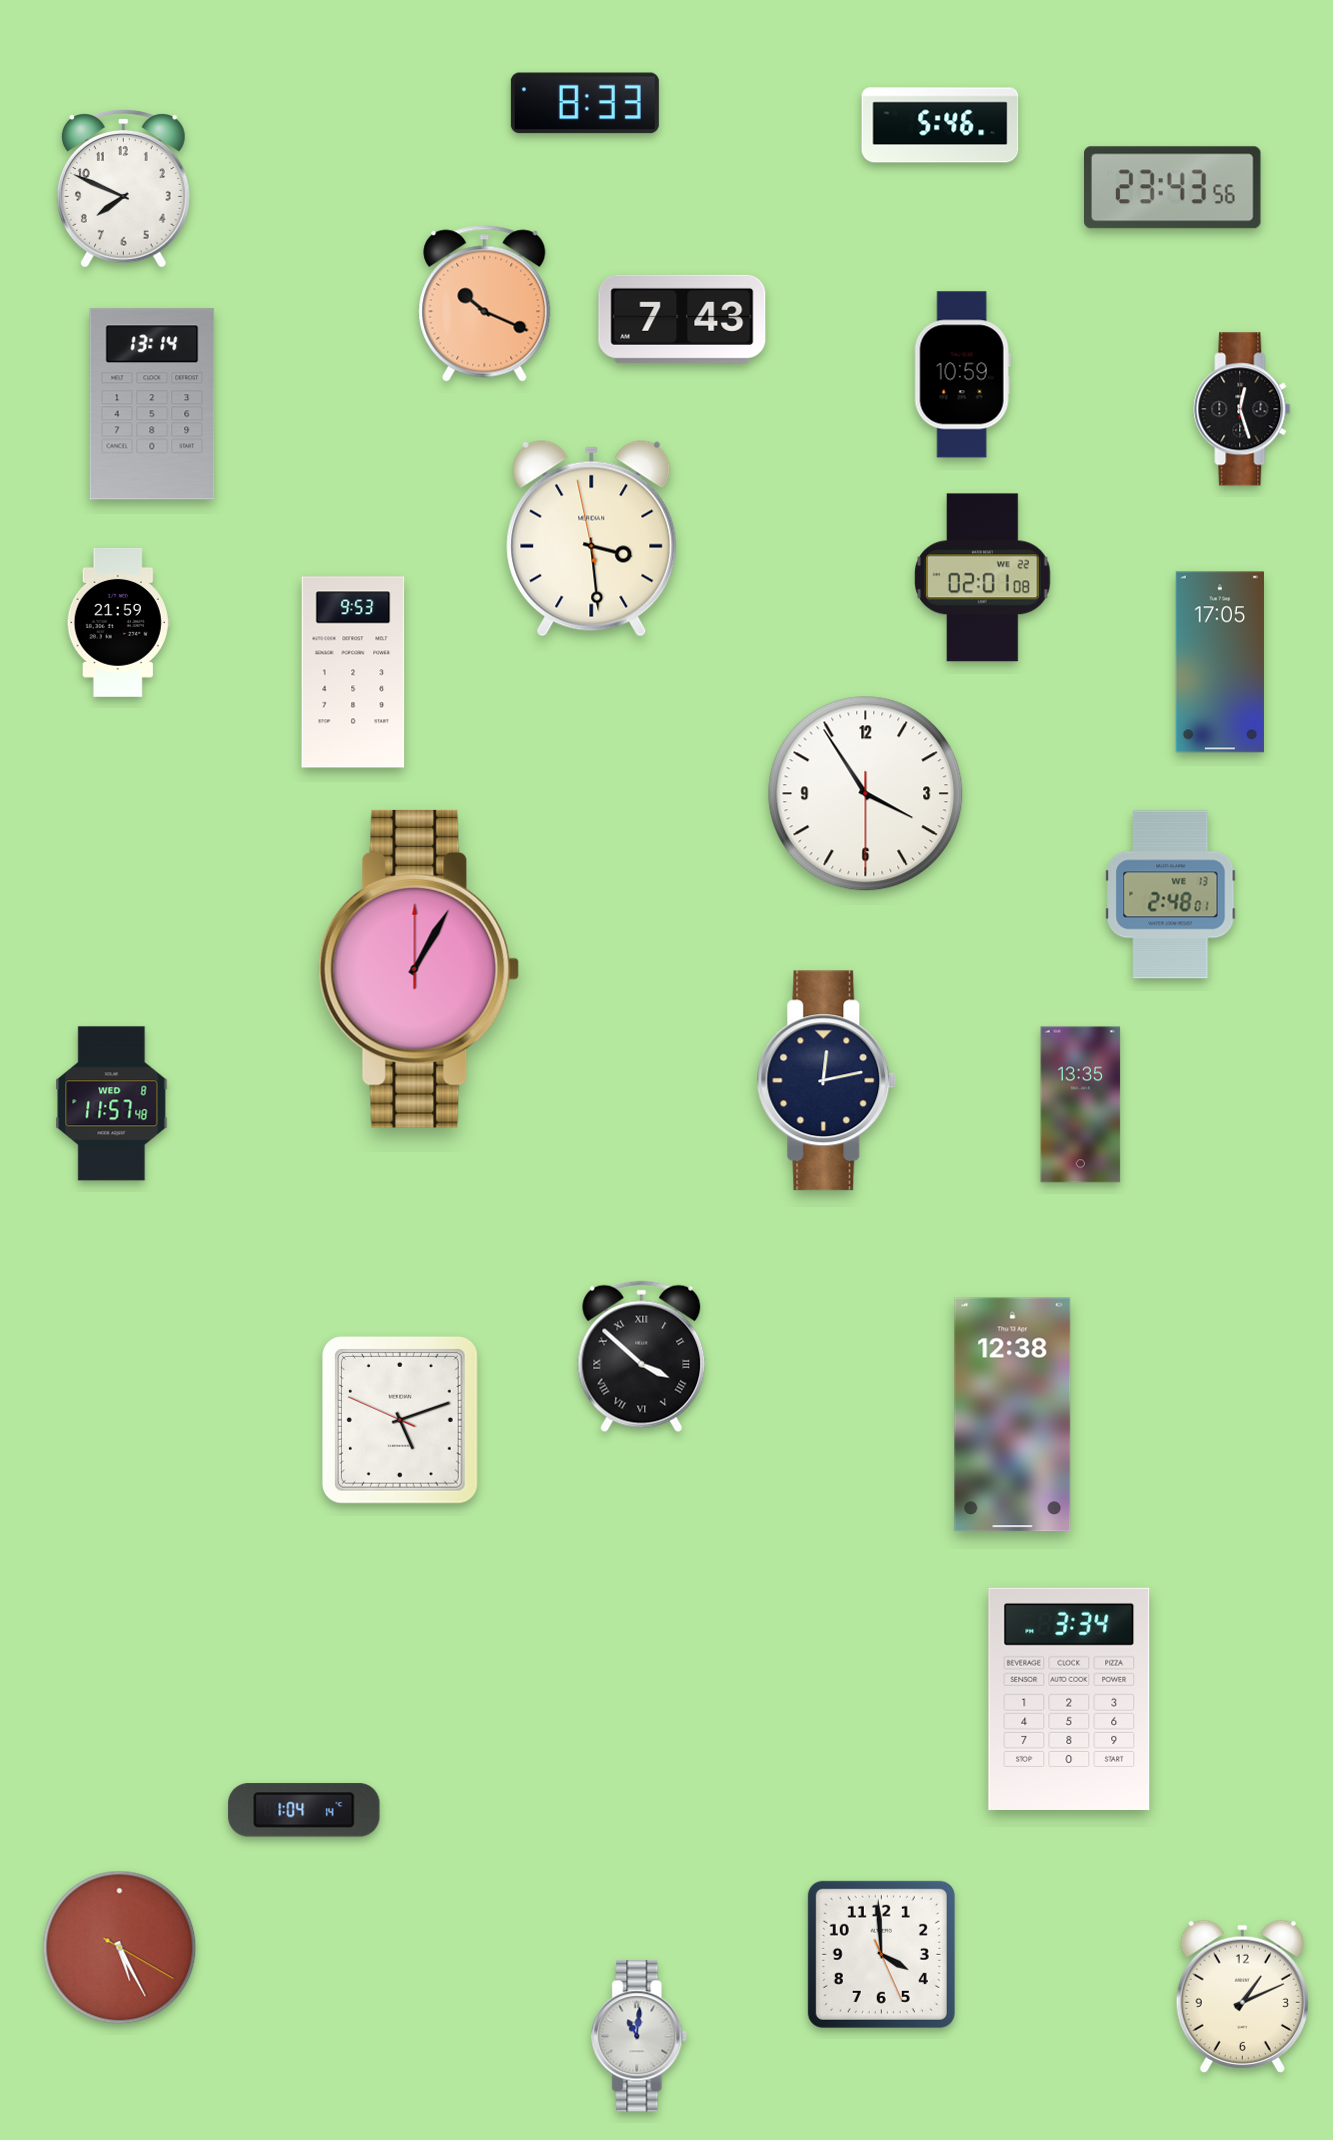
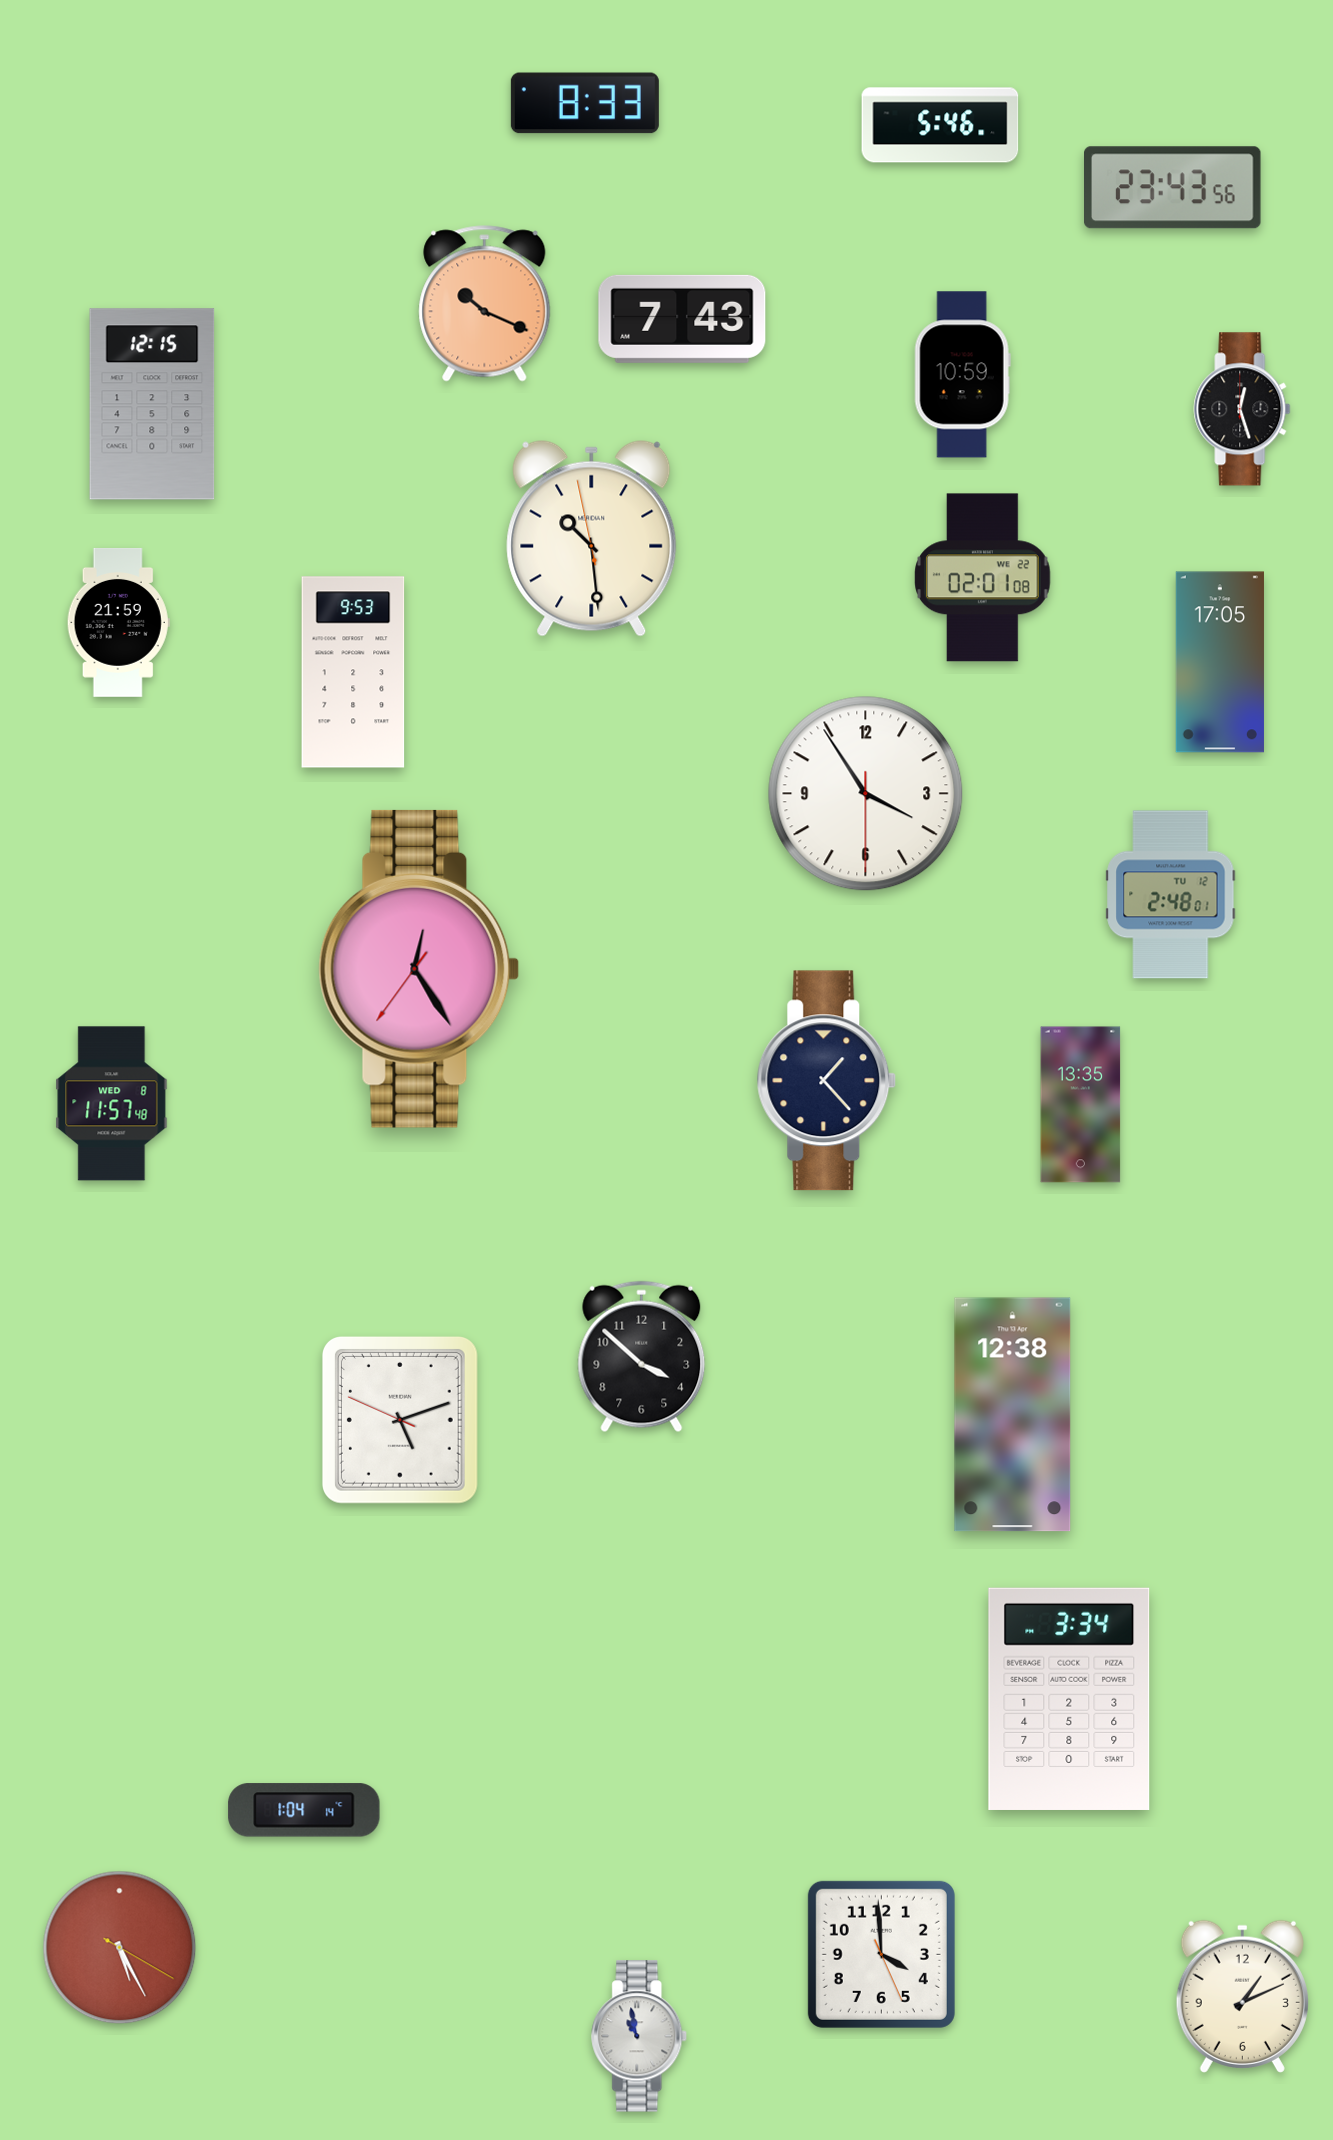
clock at (123, 189): 7:49 -> none
clock at (152, 404): 13:14 -> 12:15
clock at (592, 539): 3:28 -> 10:28
clock at (1171, 895) date: WE 13 -> TU 12
clock at (419, 969): 1:05 -> 12:24
clock at (827, 1081): 12:13 -> 1:23
clock at (642, 1357) numerals: Roman -> Arabic
clock at (640, 2036): 11:01 -> 10:58
